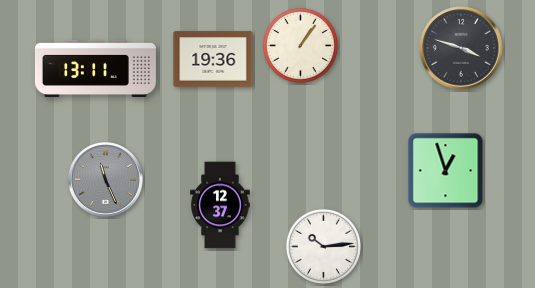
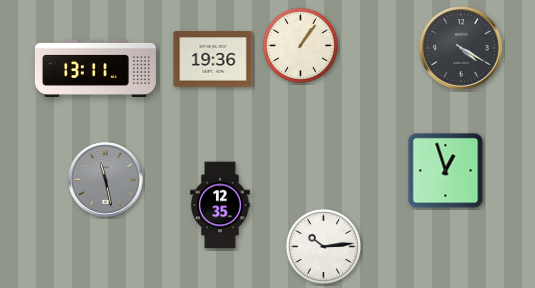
clock at (462, 49): 3:48 -> 4:20
clock at (106, 180): 11:26 -> 11:28
clock at (220, 205): 12:37 -> 12:35
